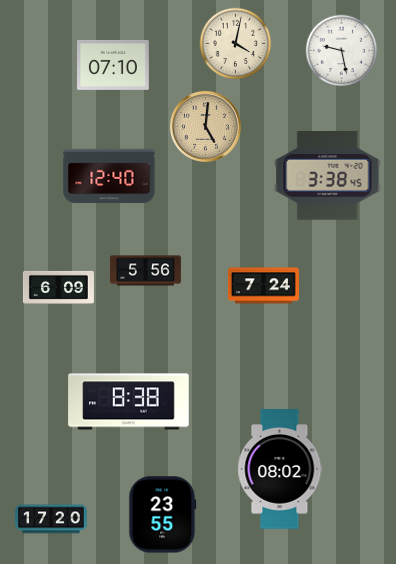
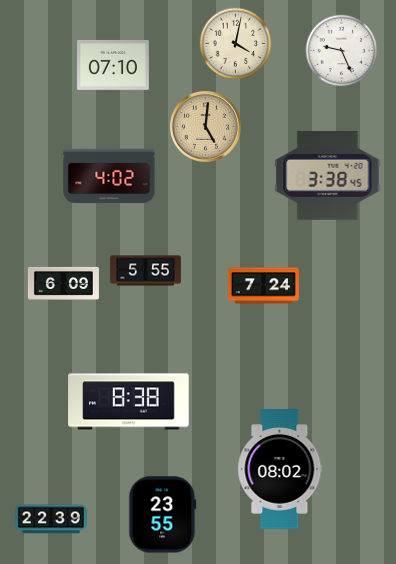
clock at (342, 51): 9:28 -> 9:26
clock at (109, 176): 12:40 -> 4:02
clock at (145, 271): 5:56 -> 5:55
clock at (58, 287) position: (58, 287) -> (63, 283)
clock at (52, 519): 17:20 -> 22:39
